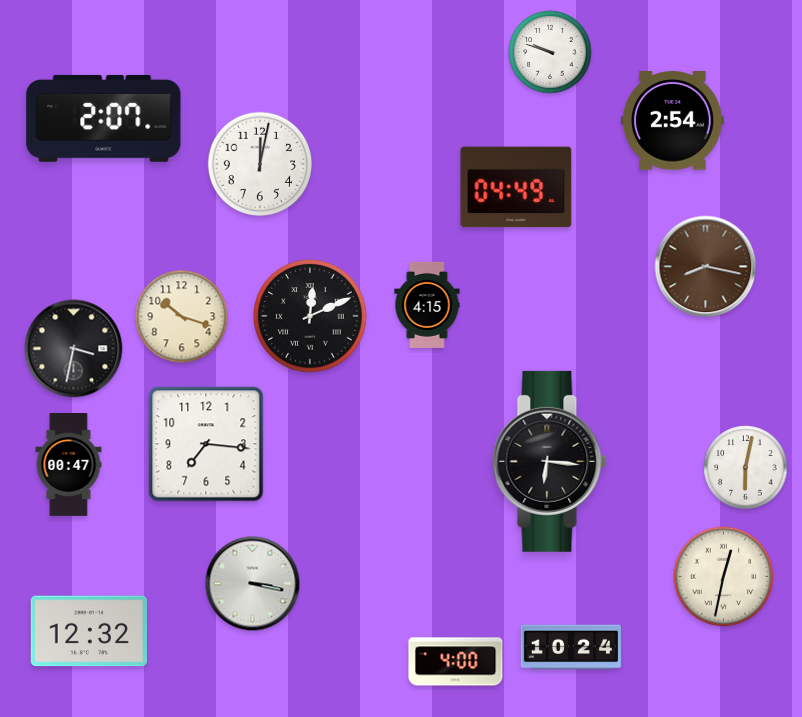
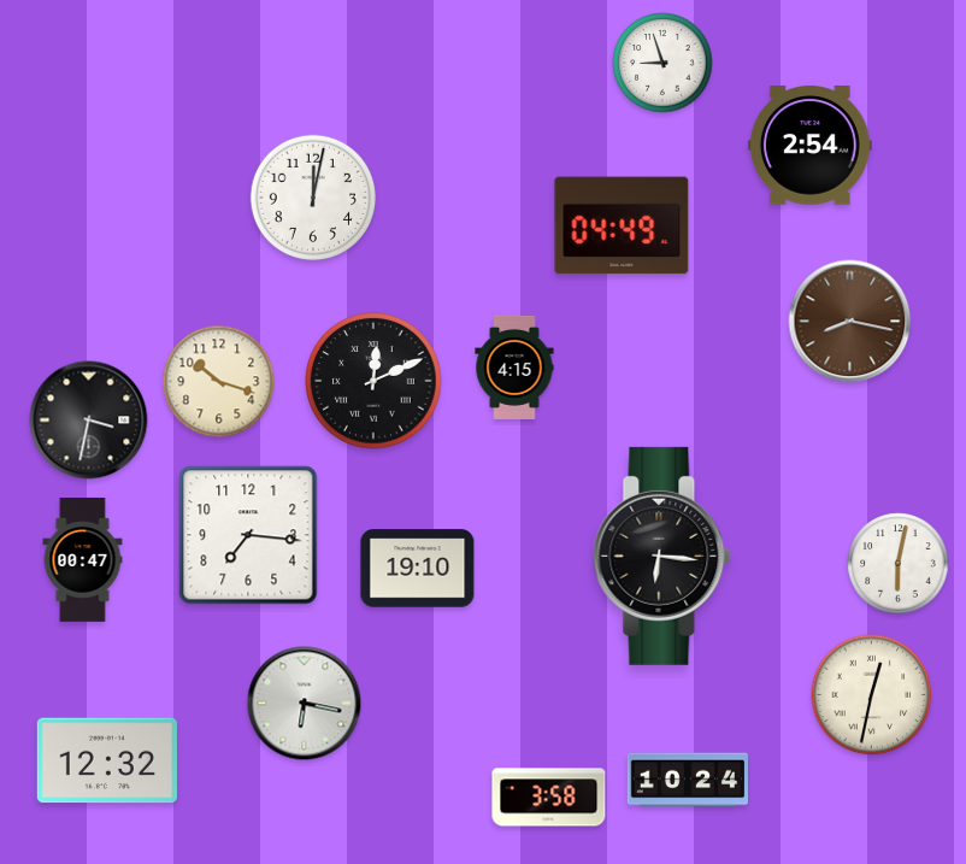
clock at (550, 52): 9:48 -> 8:57
clock at (104, 118): 2:07 -> none
clock at (418, 569): none -> 19:10
clock at (253, 584): 3:17 -> 6:17
clock at (456, 662): 4:00 -> 3:58
